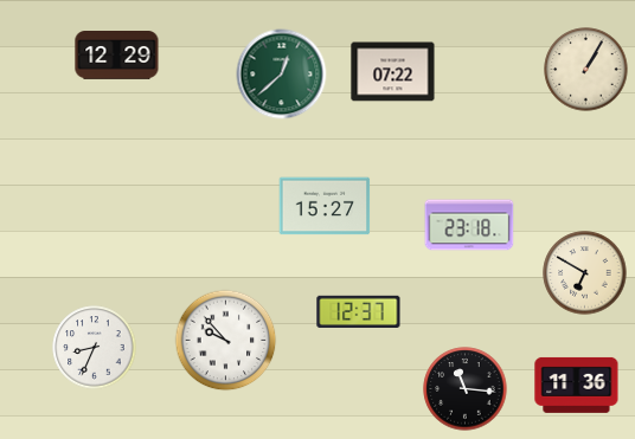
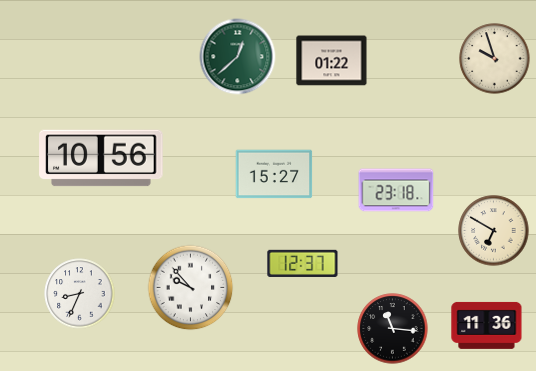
clock at (117, 56): 12:29 -> none
clock at (586, 70): 1:05 -> 9:57
clock at (393, 72): 07:22 -> 01:22
clock at (282, 75) position: (282, 75) -> (238, 57)
clock at (101, 158): none -> 10:56
